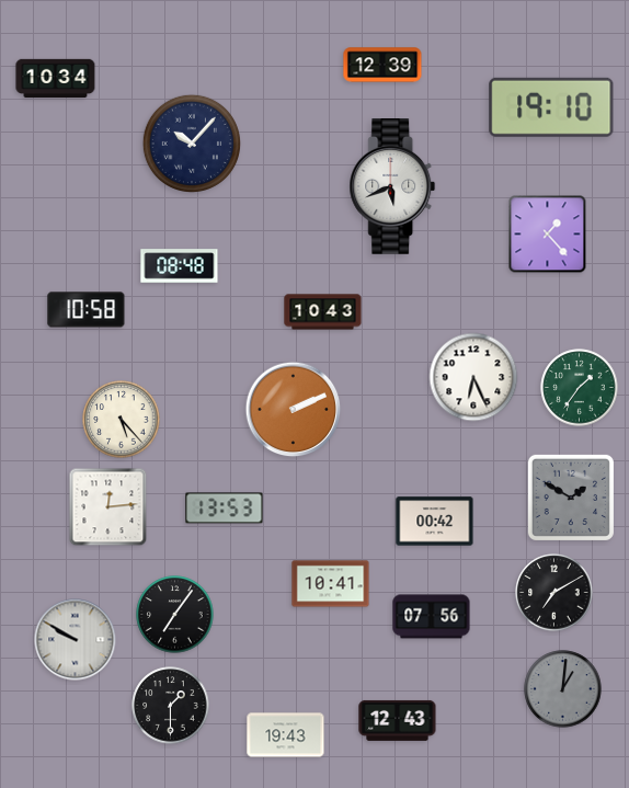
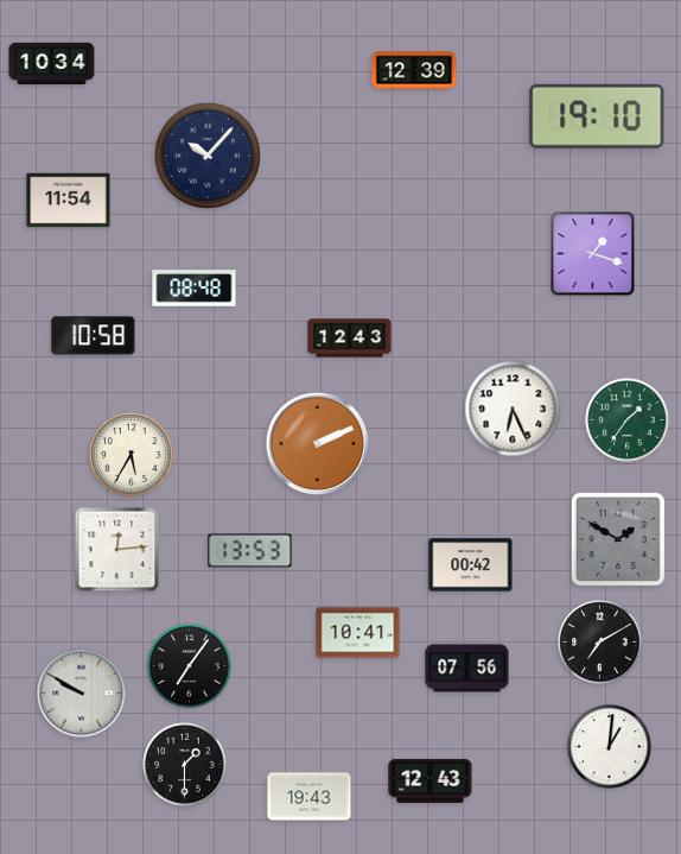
clock at (56, 79) position: (56, 79) -> (52, 64)
clock at (69, 201): none -> 11:54
clock at (392, 187): 5:41 -> none
clock at (548, 235): 1:23 -> 1:18
clock at (323, 312): 10:43 -> 12:43
clock at (122, 420): 5:23 -> 5:35
clock at (225, 509) position: (225, 509) -> (250, 551)
clock at (563, 689) dial: grey -> white
